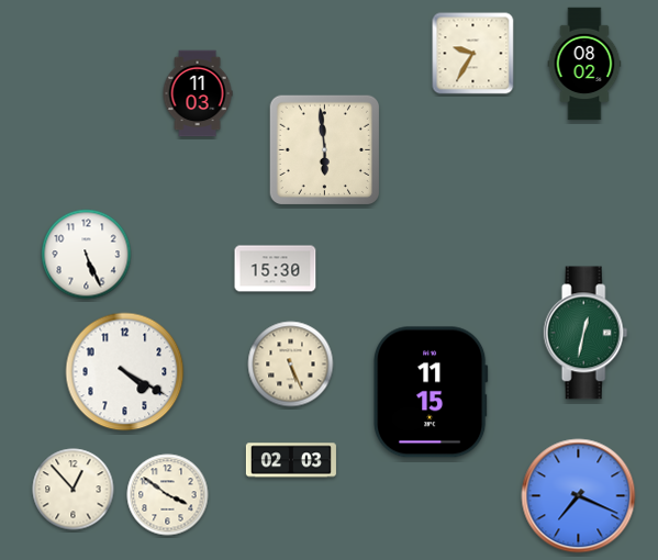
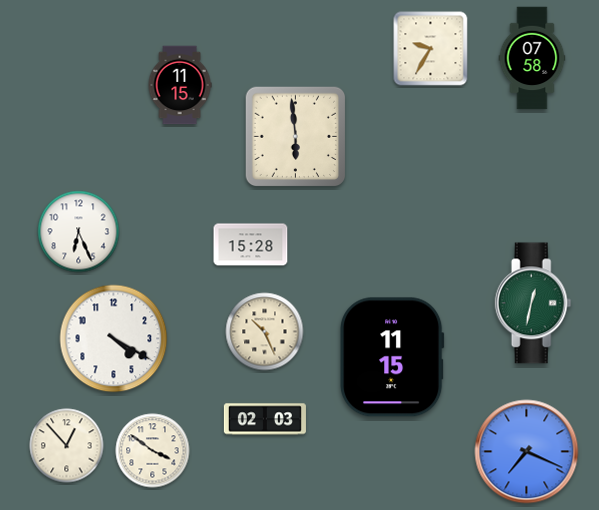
clock at (584, 64): 08:02 -> 07:58
clock at (198, 93): 11:03 -> 11:15
clock at (87, 255): 5:26 -> 6:26
clock at (276, 269): 15:30 -> 15:28
clock at (291, 365): 5:26 -> 10:26
